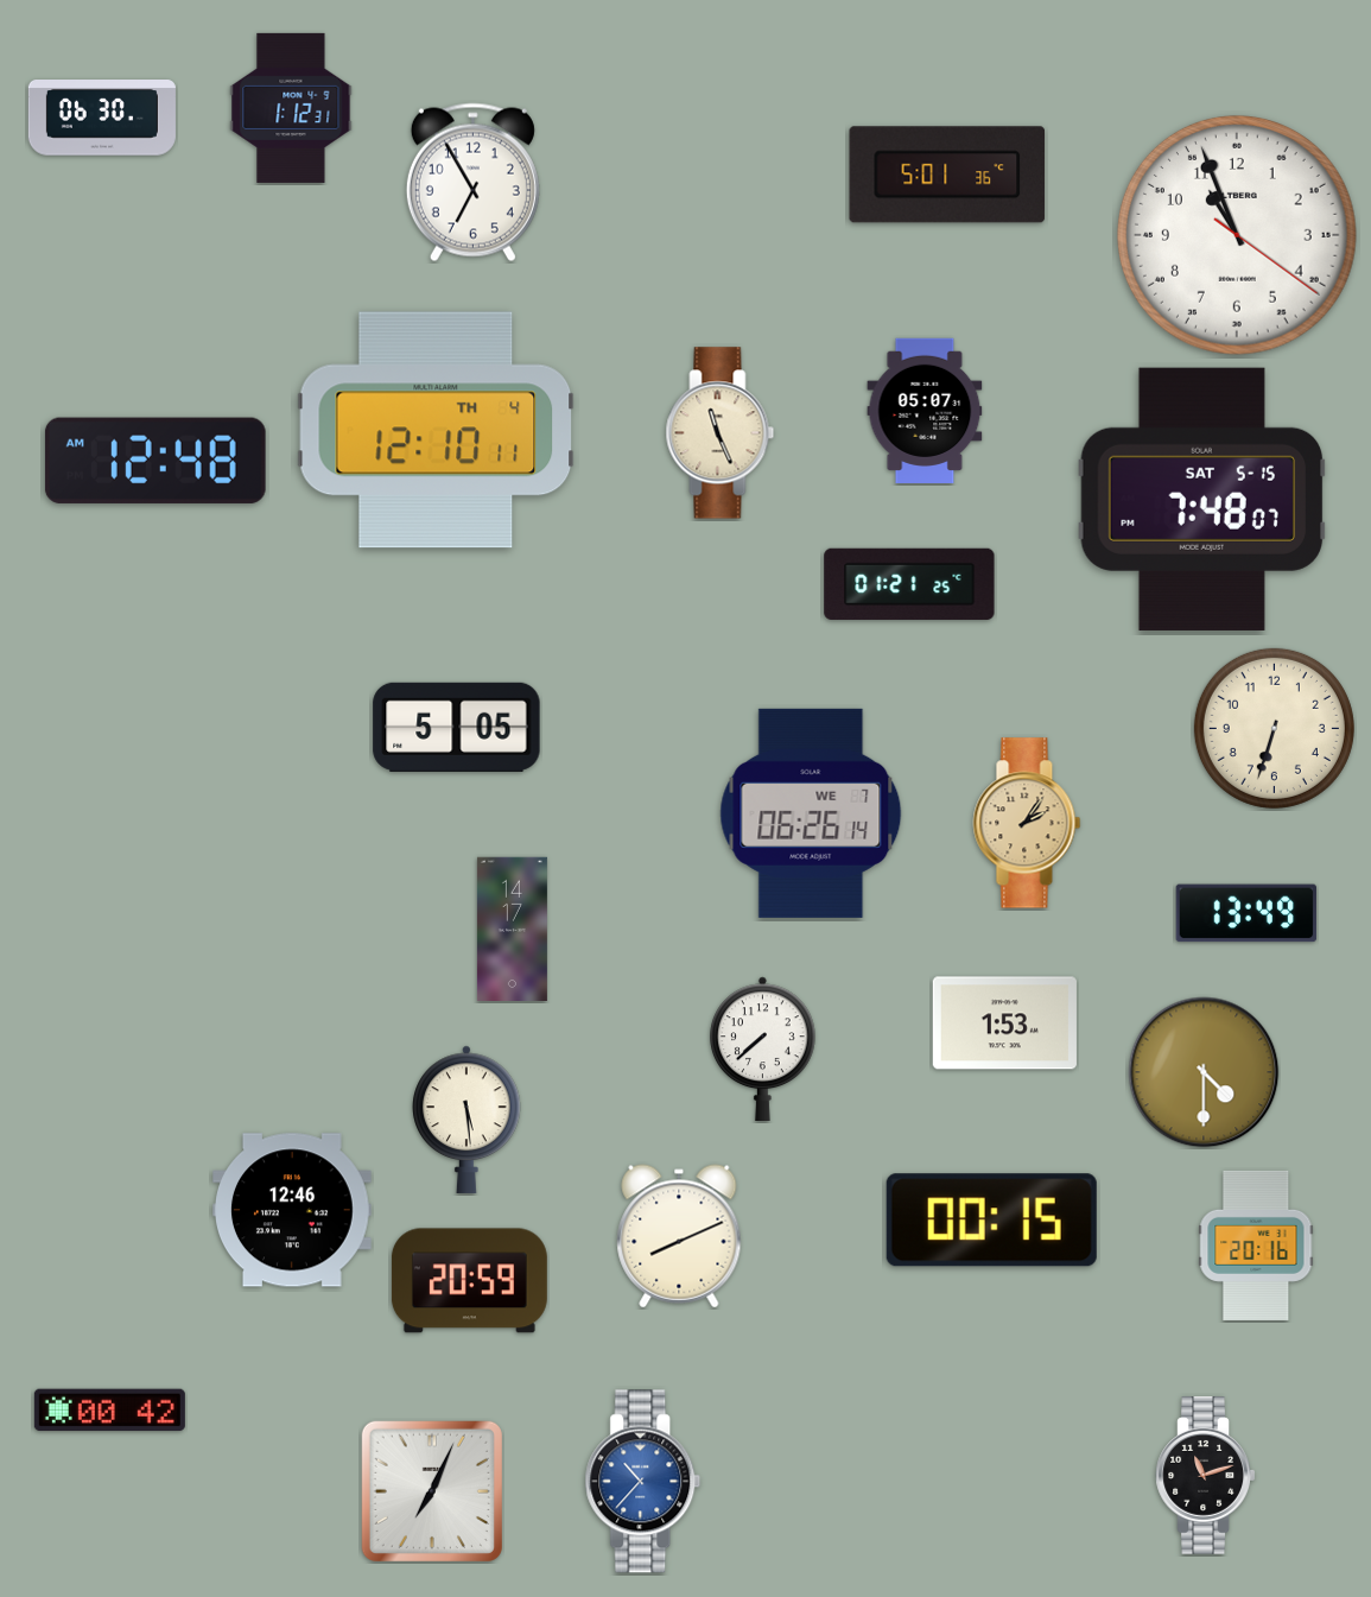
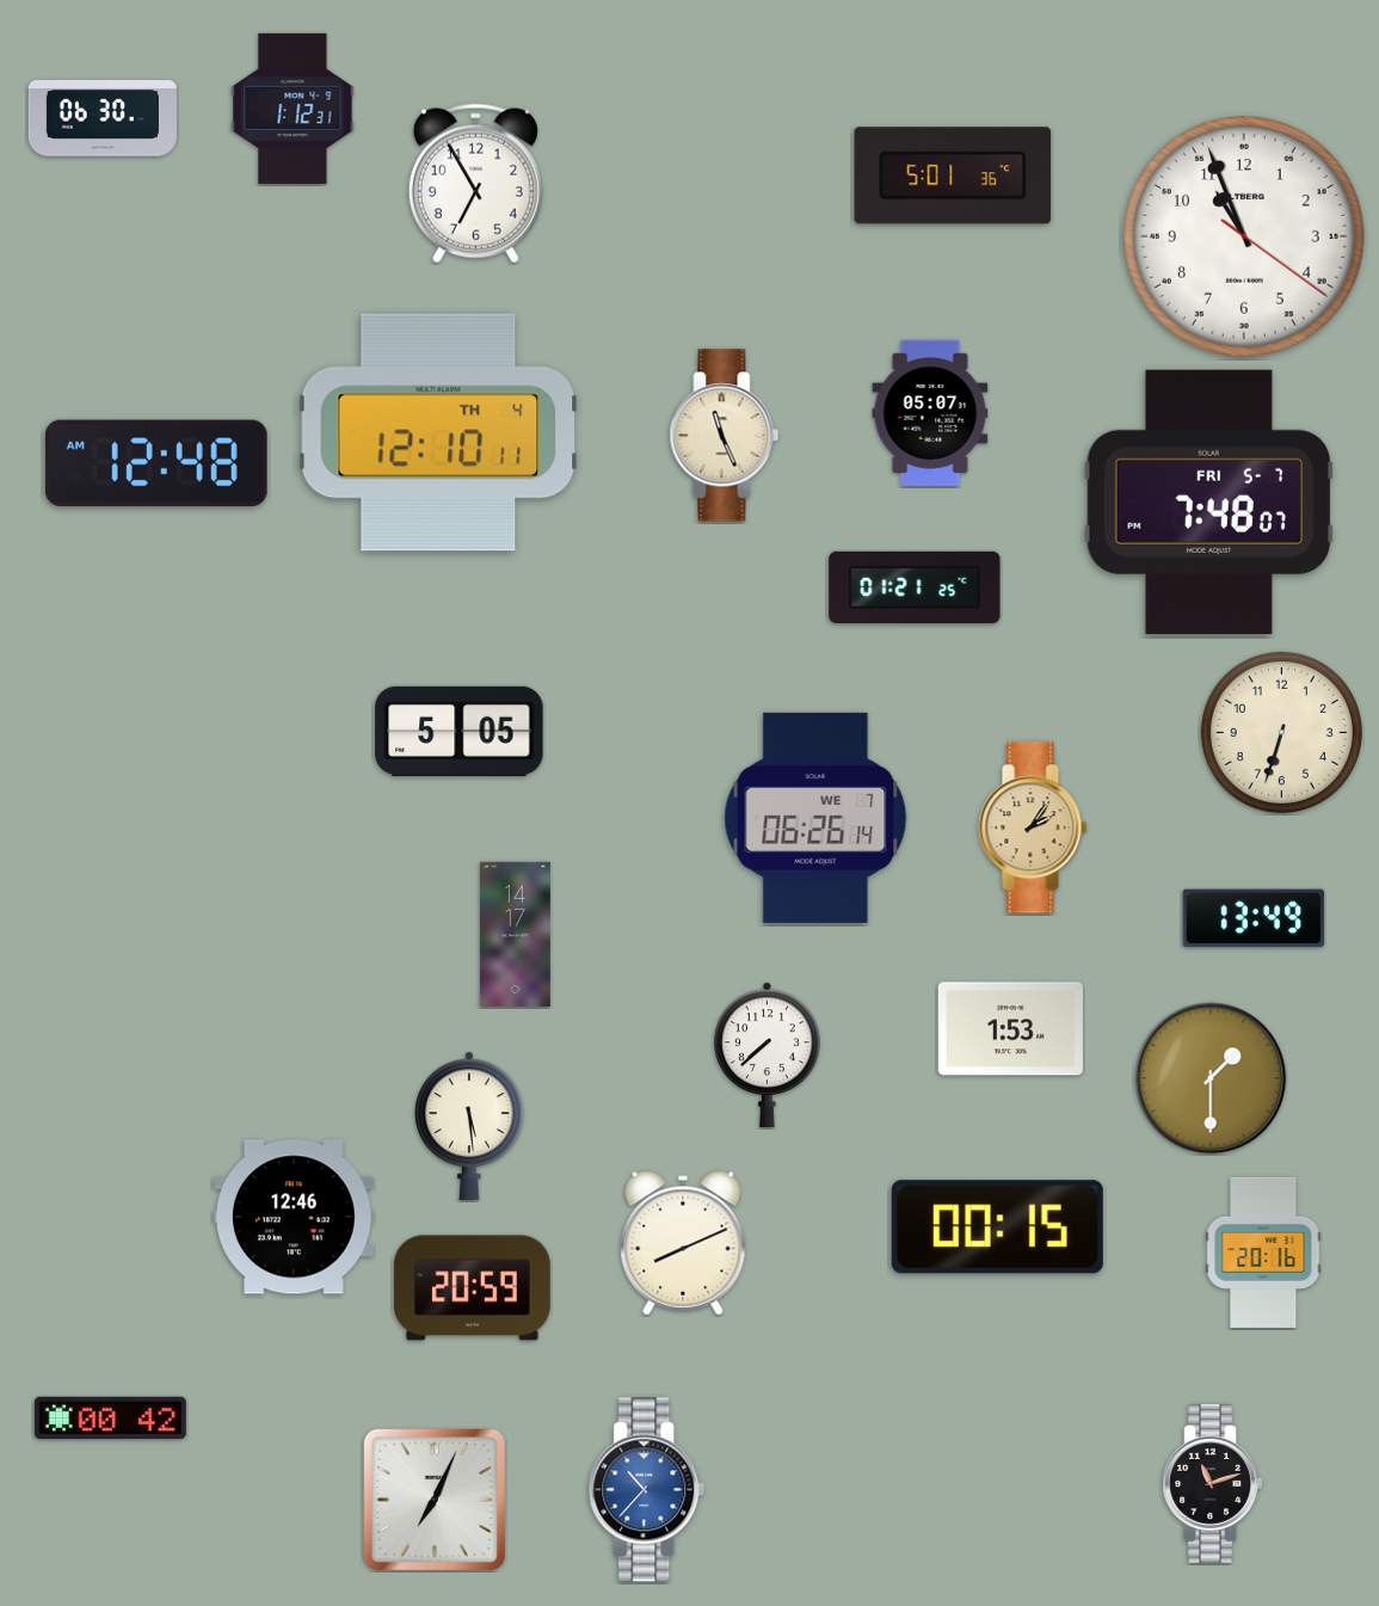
clock at (1202, 499) date: SAT 5-15 -> FRI 5-7
clock at (1204, 1072): 4:30 -> 1:30
